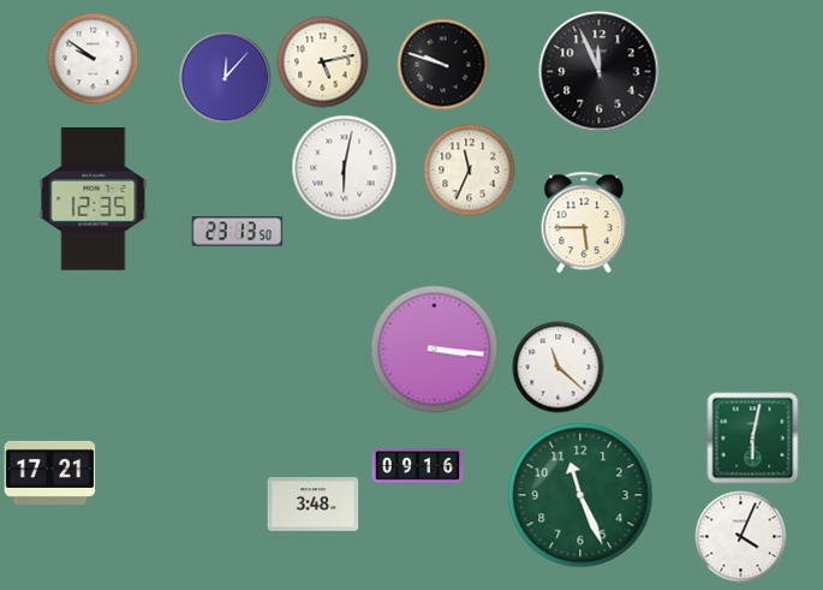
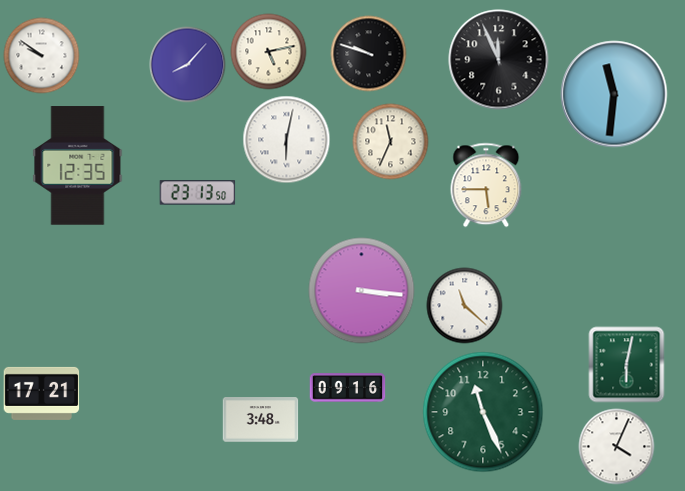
clock at (94, 59) position: (94, 59) -> (42, 56)
clock at (226, 78): 12:07 -> 8:07
clock at (614, 94): none -> 11:31
